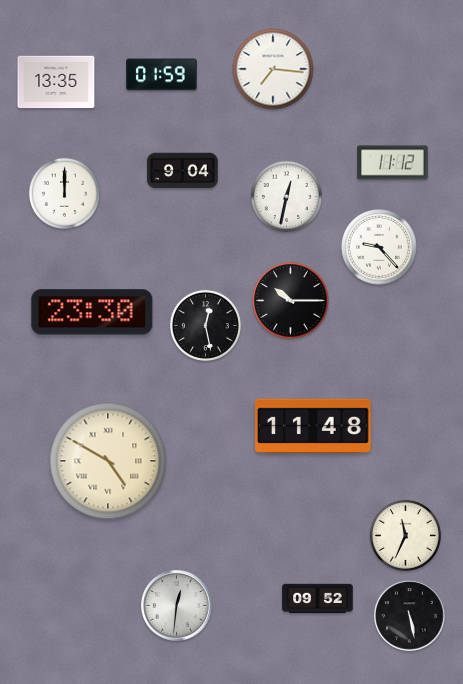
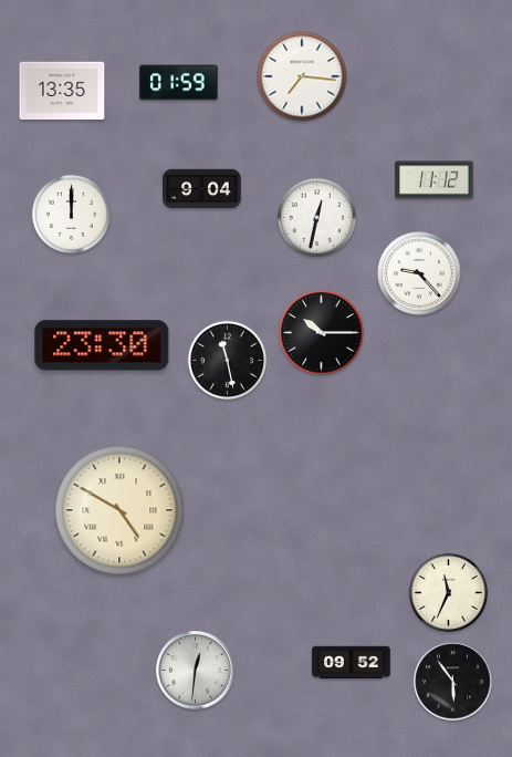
clock at (205, 325): 12:28 -> 11:28
clock at (314, 426): 11:48 -> none
clock at (410, 616): 5:28 -> 5:54
